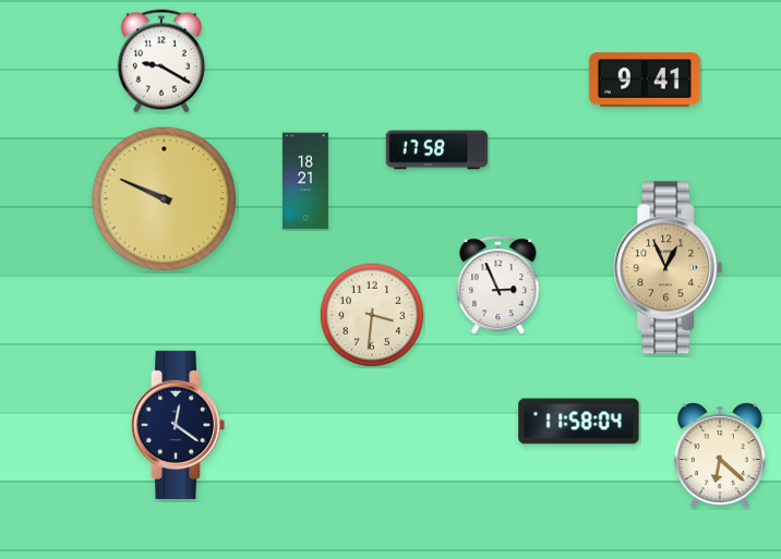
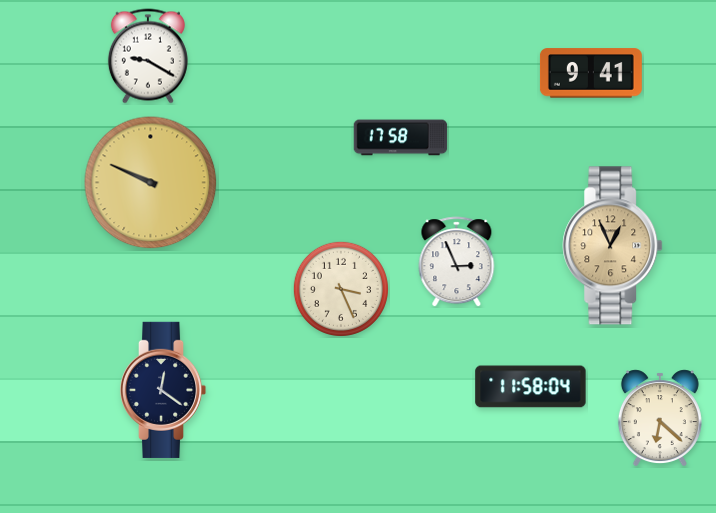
clock at (305, 181): 18:21 -> none
clock at (372, 315): 3:31 -> 3:26
